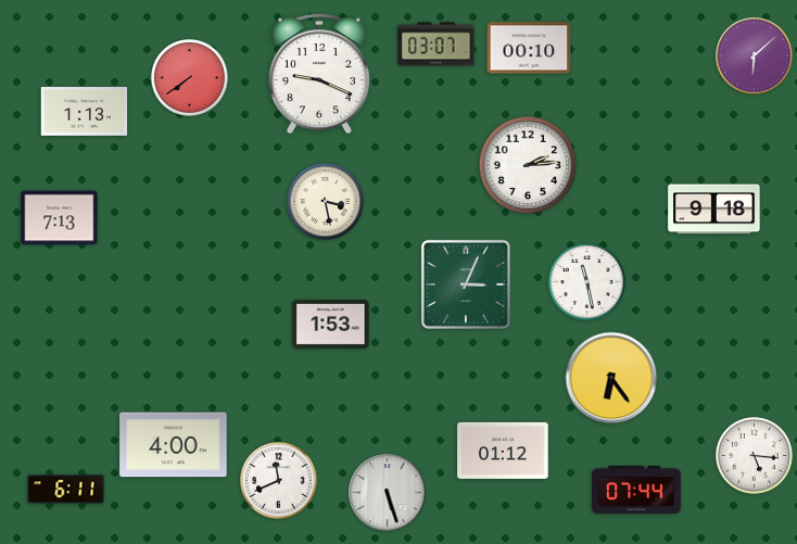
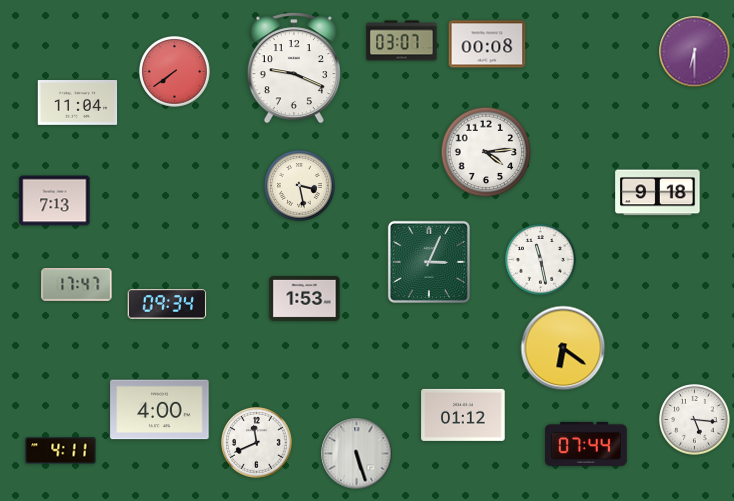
clock at (529, 48): 00:10 -> 00:08
clock at (755, 56): 6:08 -> 6:30
clock at (85, 112): 1:13 -> 11:04
clock at (528, 165): 2:14 -> 4:14
clock at (77, 285): none -> 17:47
clock at (167, 304): none -> 09:34
clock at (611, 378): 6:24 -> 6:21
clock at (66, 490): 6:11 -> 4:11
clock at (636, 490) position: (636, 490) -> (586, 444)
